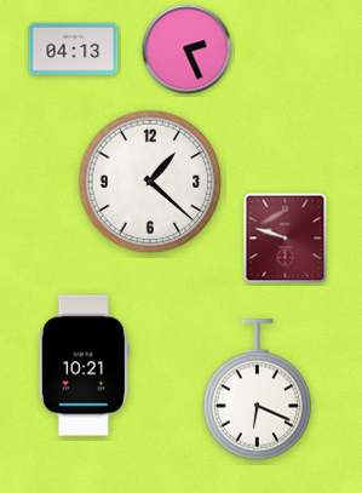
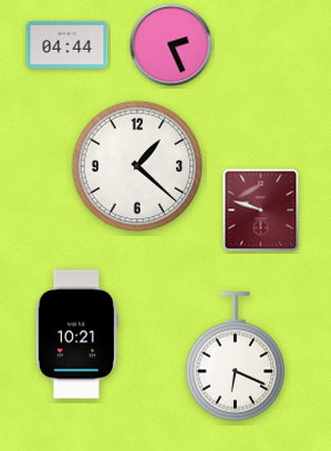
clock at (74, 48): 04:13 -> 04:44
clock at (286, 239) position: (286, 239) -> (261, 211)
